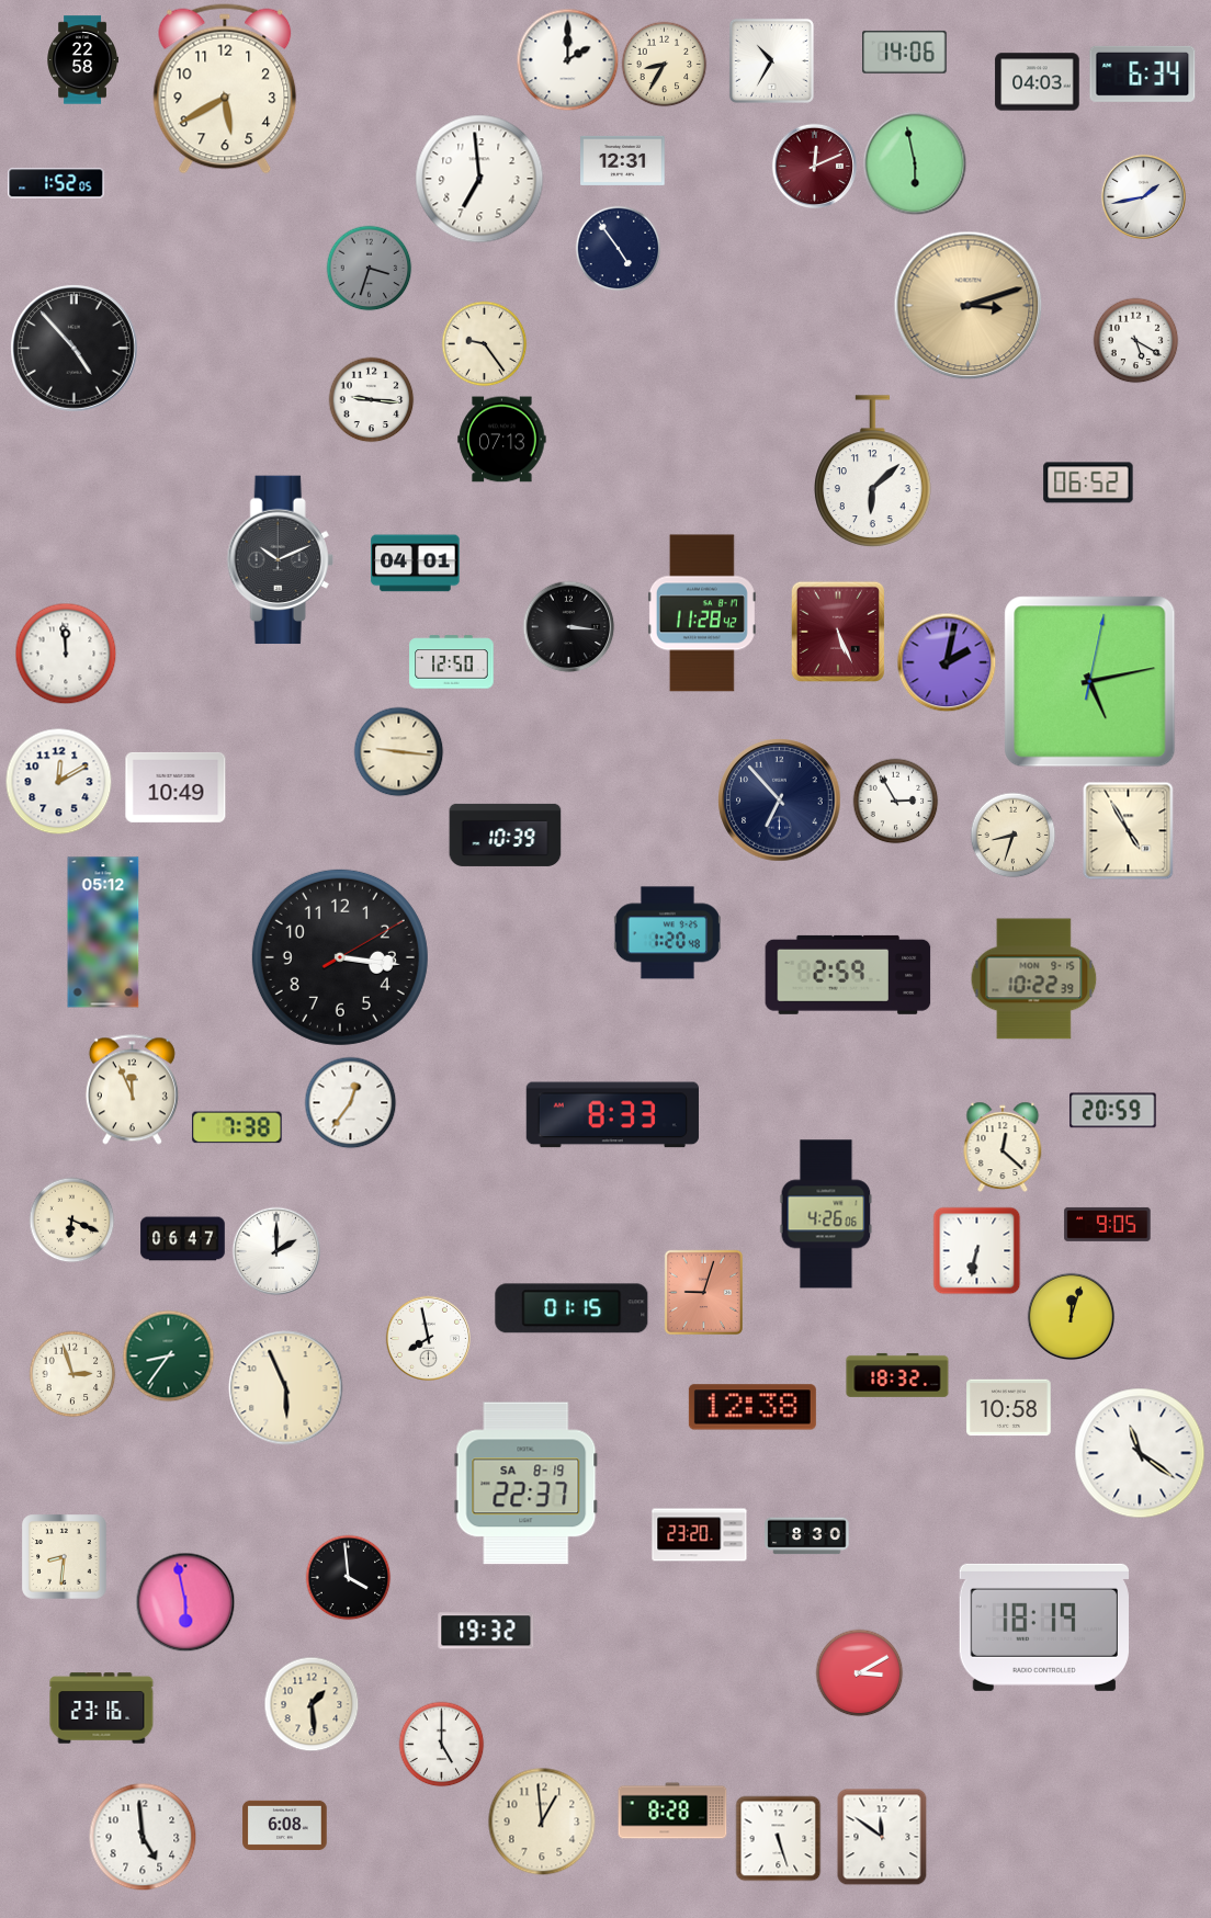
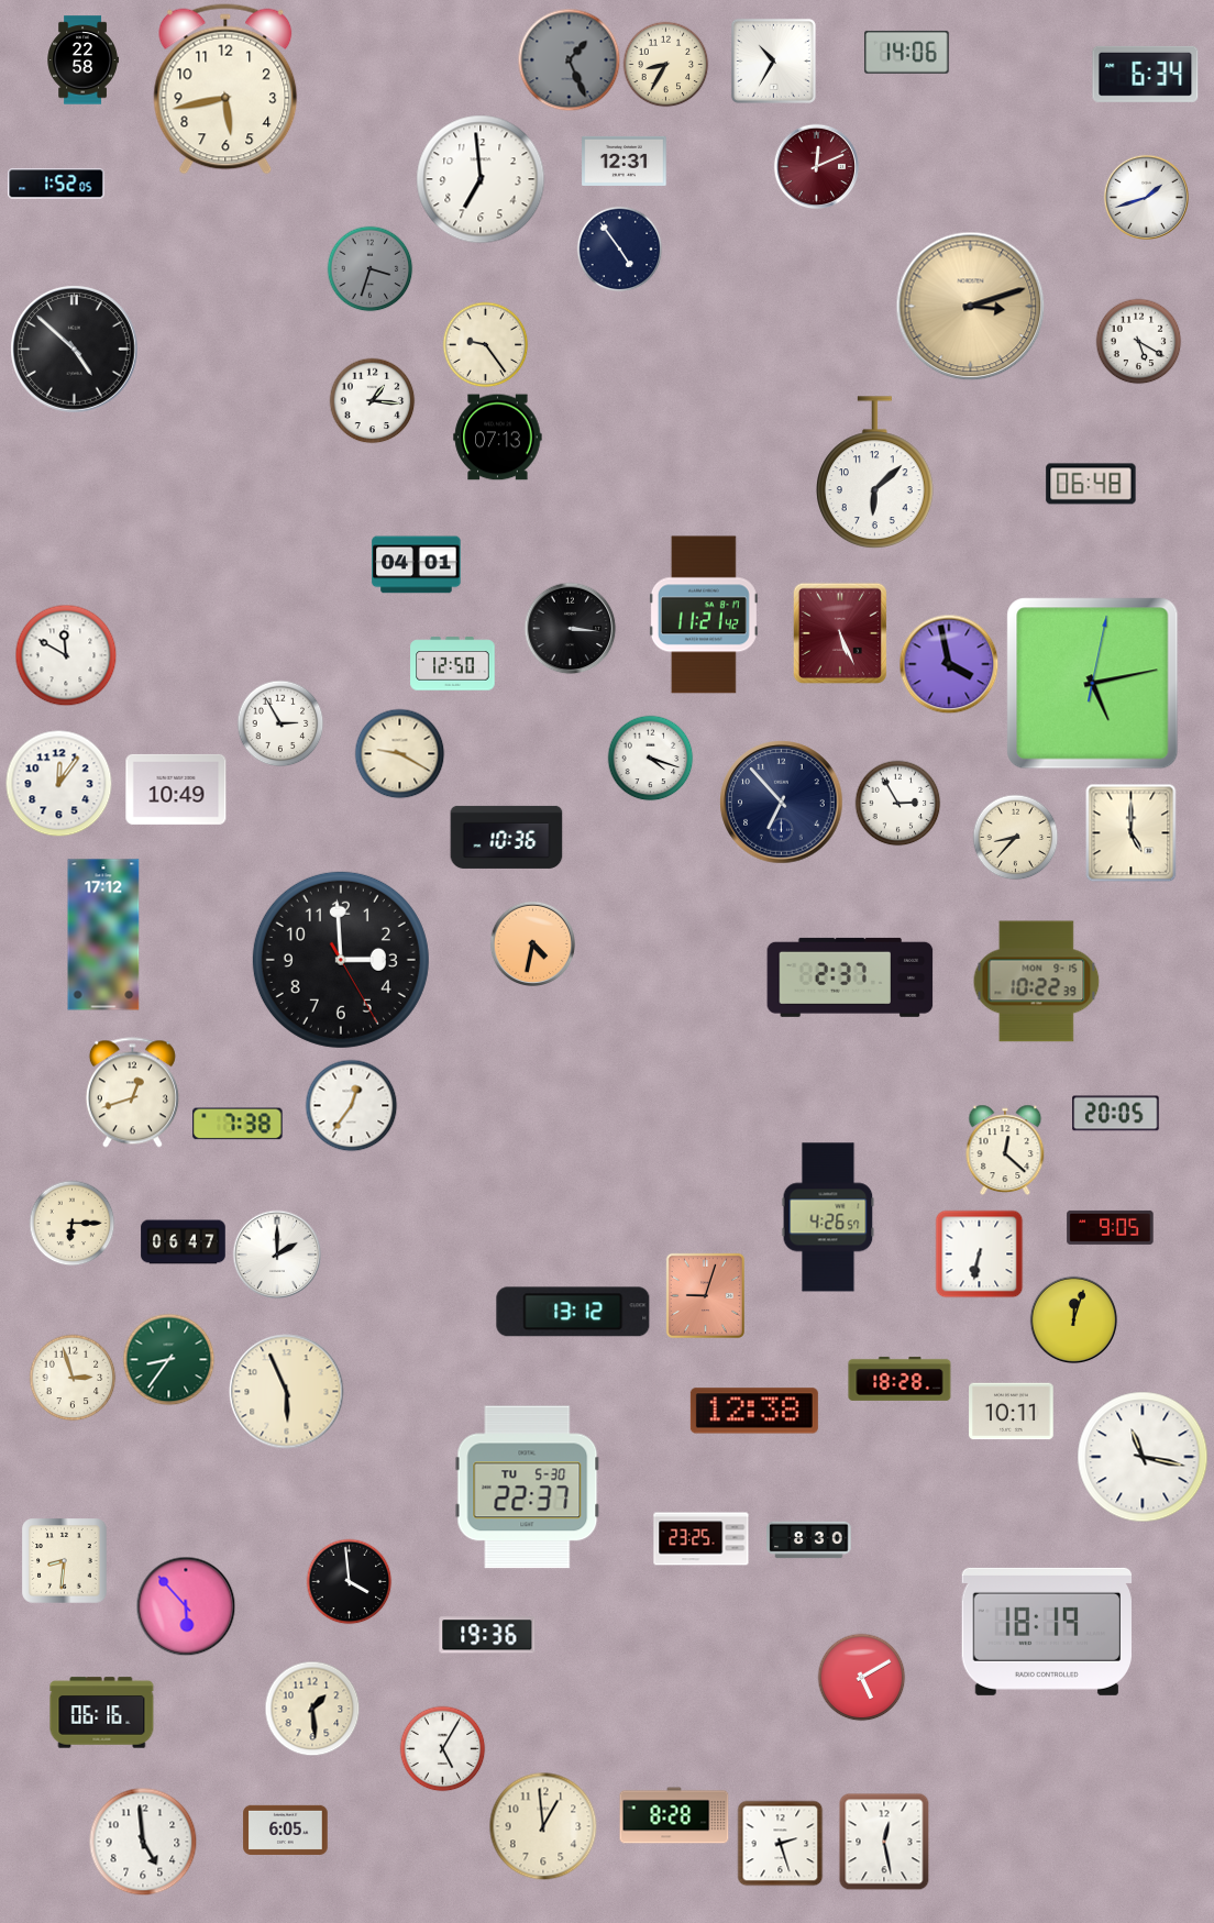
clock at (567, 59): 2:00 -> 1:26
clock at (567, 59) dial: white -> grey
clock at (1038, 82): 04:03 -> none
clock at (225, 89): 5:40 -> 5:43
clock at (915, 163): 5:58 -> none
clock at (1143, 196): 1:43 -> 1:42
clock at (75, 349): 4:53 -> 4:52
clock at (371, 399): 9:16 -> 1:16
clock at (502, 440) position: (502, 440) -> (498, 438)
clock at (1088, 483): 06:52 -> 06:48
clock at (280, 560): 10:11 -> none
clock at (702, 613): 11:28 -> 11:21
clock at (66, 654): 11:59 -> 11:50
clock at (947, 662): 2:02 -> 3:58
clock at (280, 723): none -> 2:55
clock at (398, 751): 9:16 -> 9:20
clock at (650, 758): none -> 4:18
clock at (58, 781): 12:10 -> 12:06
clock at (1129, 830): 4:55 -> 5:00
clock at (506, 835): 10:39 -> 10:36
clock at (1012, 835): 8:33 -> 8:37
clock at (103, 932): 05:12 -> 17:12
clock at (667, 933): 1:20 -> none
clock at (532, 943): none -> 4:32
clock at (340, 957): 3:16 -> 2:59
clock at (848, 975): 2:59 -> 2:37
clock at (132, 1090): 11:56 -> 12:42
clock at (1113, 1111): 20:59 -> 20:05
clock at (612, 1115): 8:33 -> none
clock at (237, 1127) position: (237, 1127) -> (238, 1124)
clock at (826, 1214): 4:26:06 -> 4:26:57
clock at (71, 1219): 6:19 -> 6:15
clock at (571, 1308): 01:15 -> 13:12
clock at (428, 1338): 7:58 -> none
clock at (897, 1375): 18:32 -> 18:28
clock at (1009, 1408): 10:58 -> 10:11
clock at (1140, 1453): 11:21 -> 11:17
clock at (527, 1484) date: SA 8-19 -> TU 5-30
clock at (700, 1535): 23:20 -> 23:25
clock at (185, 1602): 5:58 -> 5:53
clock at (486, 1631): 19:32 -> 19:36
clock at (859, 1672): 3:10 -> 5:10
clock at (102, 1709): 23:16 -> 06:16
clock at (441, 1744): 5:00 -> 5:05
clock at (285, 1825): 6:08 -> 6:05
clock at (882, 1837): 11:51 -> 12:28
clock at (778, 1838): 5:27 -> 2:27
